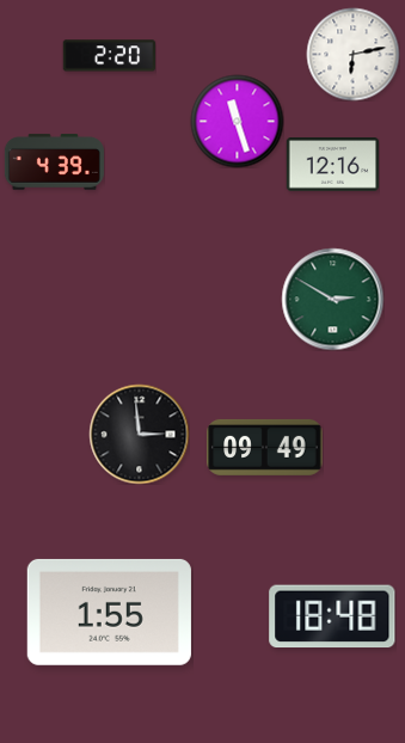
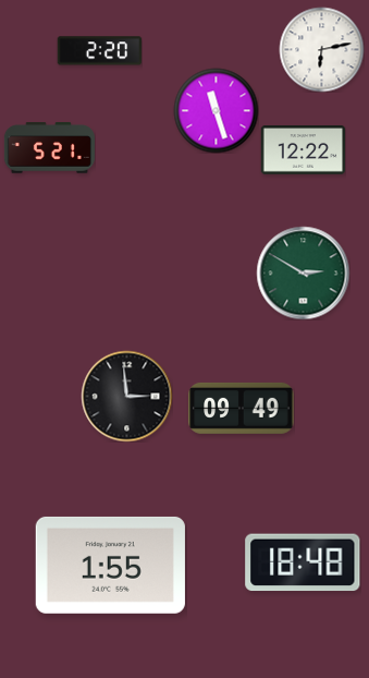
clock at (54, 162): 4:39 -> 5:21
clock at (332, 165): 12:16 -> 12:22
clock at (109, 612) position: (109, 612) -> (110, 565)
